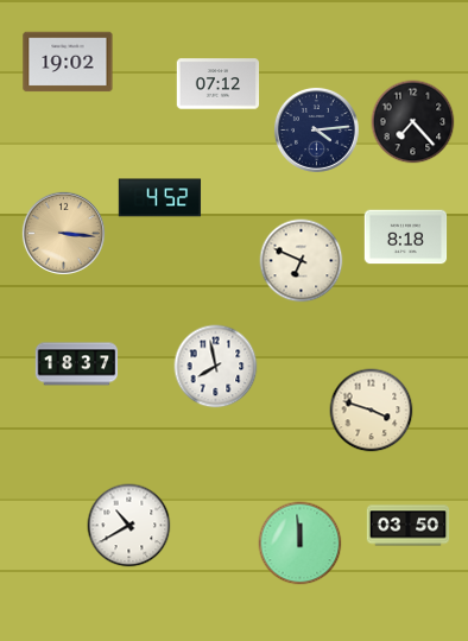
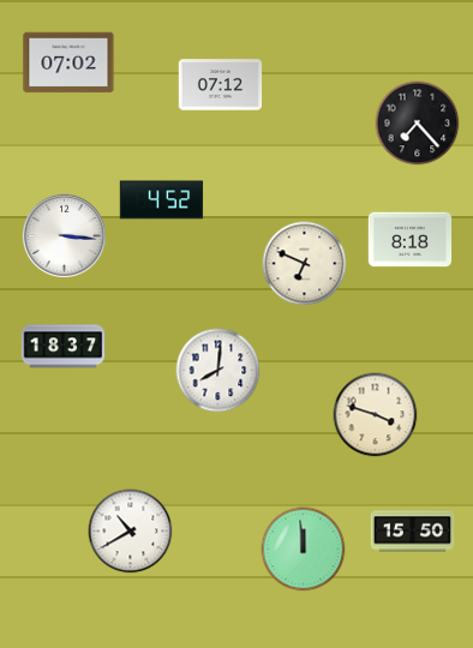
clock at (68, 62): 19:02 -> 07:02
clock at (316, 129): 4:14 -> none
clock at (63, 233) dial: champagne -> white
clock at (77, 364) position: (77, 364) -> (64, 347)
clock at (216, 367): 7:58 -> 8:01
clock at (409, 526): 03:50 -> 15:50
